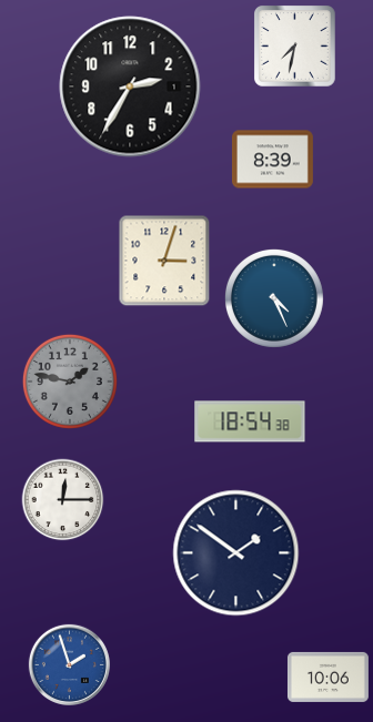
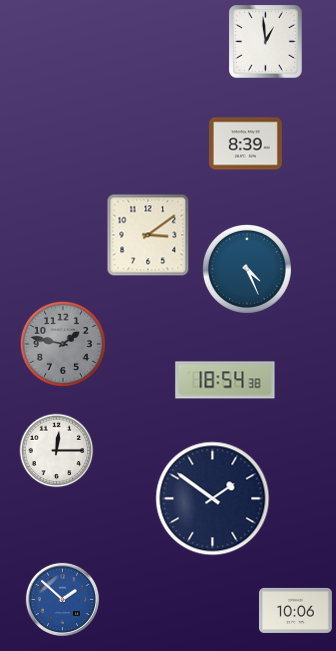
clock at (295, 47): 7:32 -> 12:59
clock at (130, 87): 2:35 -> none
clock at (164, 261): 3:03 -> 3:09
clock at (69, 664): 1:57 -> 1:52
